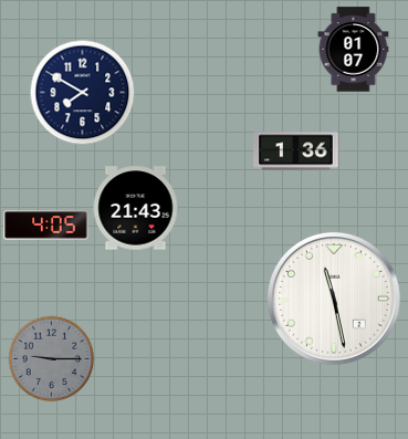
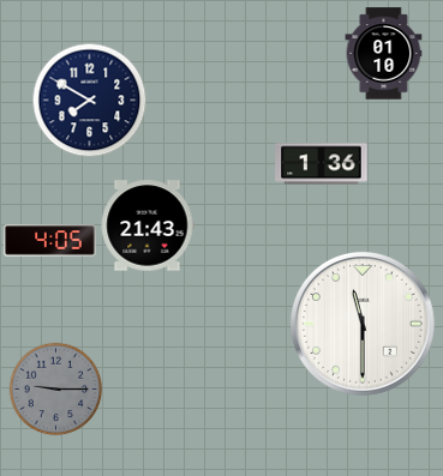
clock at (354, 50): 01:07 -> 01:10
clock at (46, 226) position: (46, 226) -> (50, 241)
clock at (334, 299): 11:28 -> 11:30
